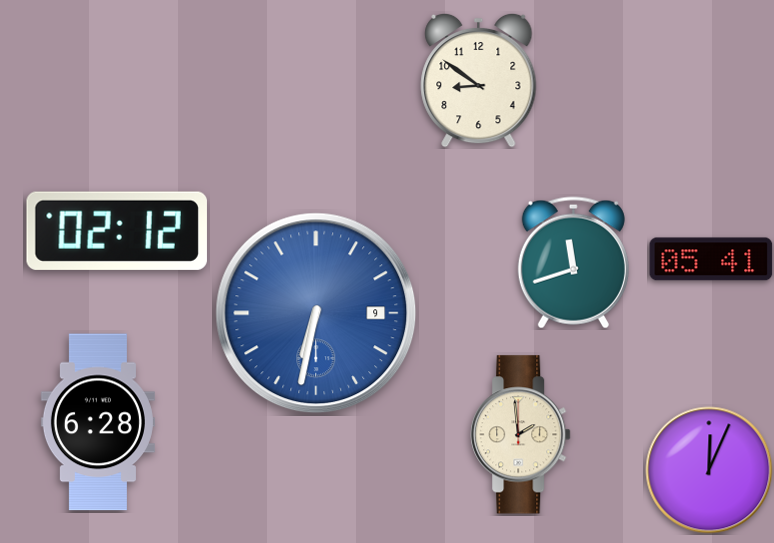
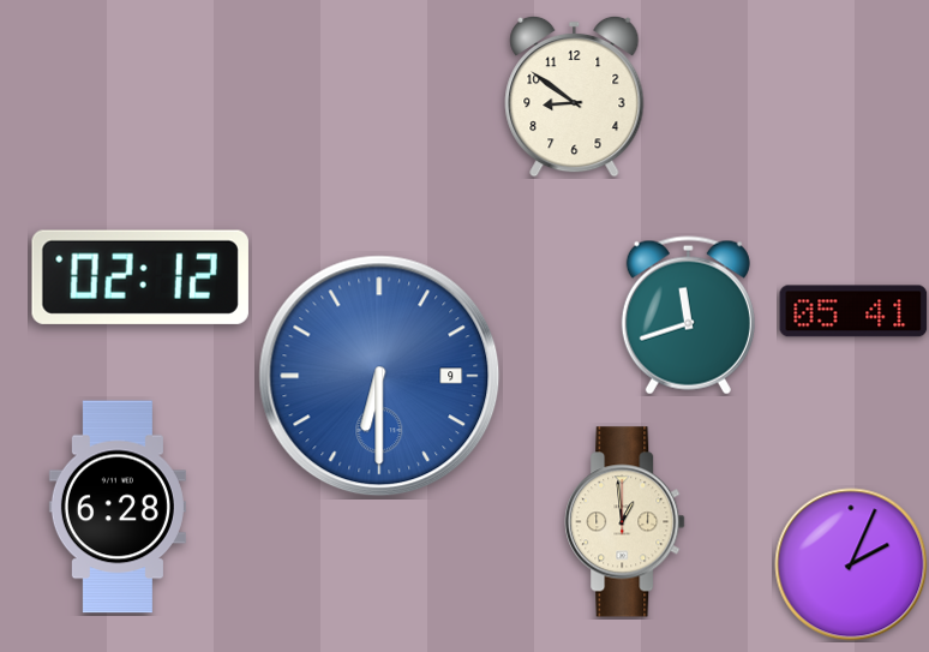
clock at (316, 313): 6:32 -> 6:30
clock at (521, 435): 1:59 -> 12:59
clock at (709, 470): 12:04 -> 2:04
